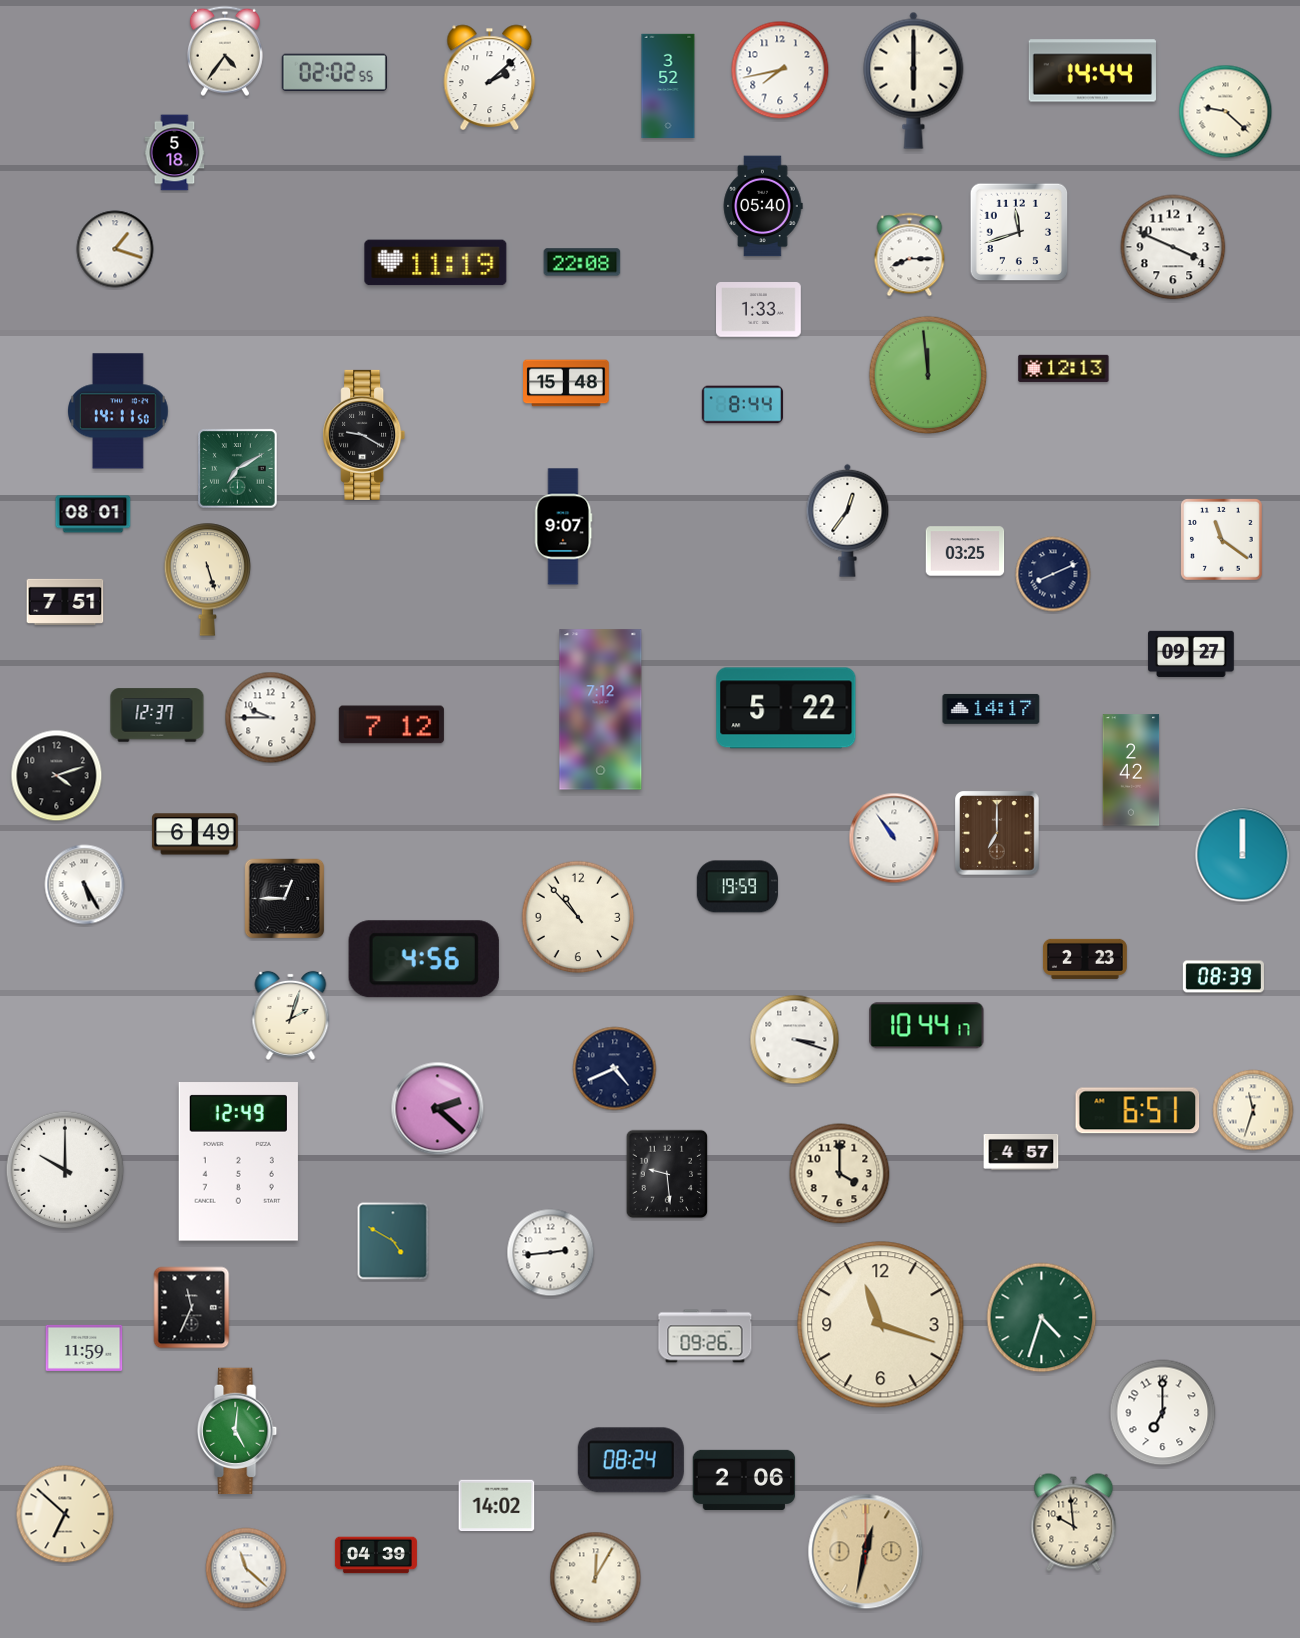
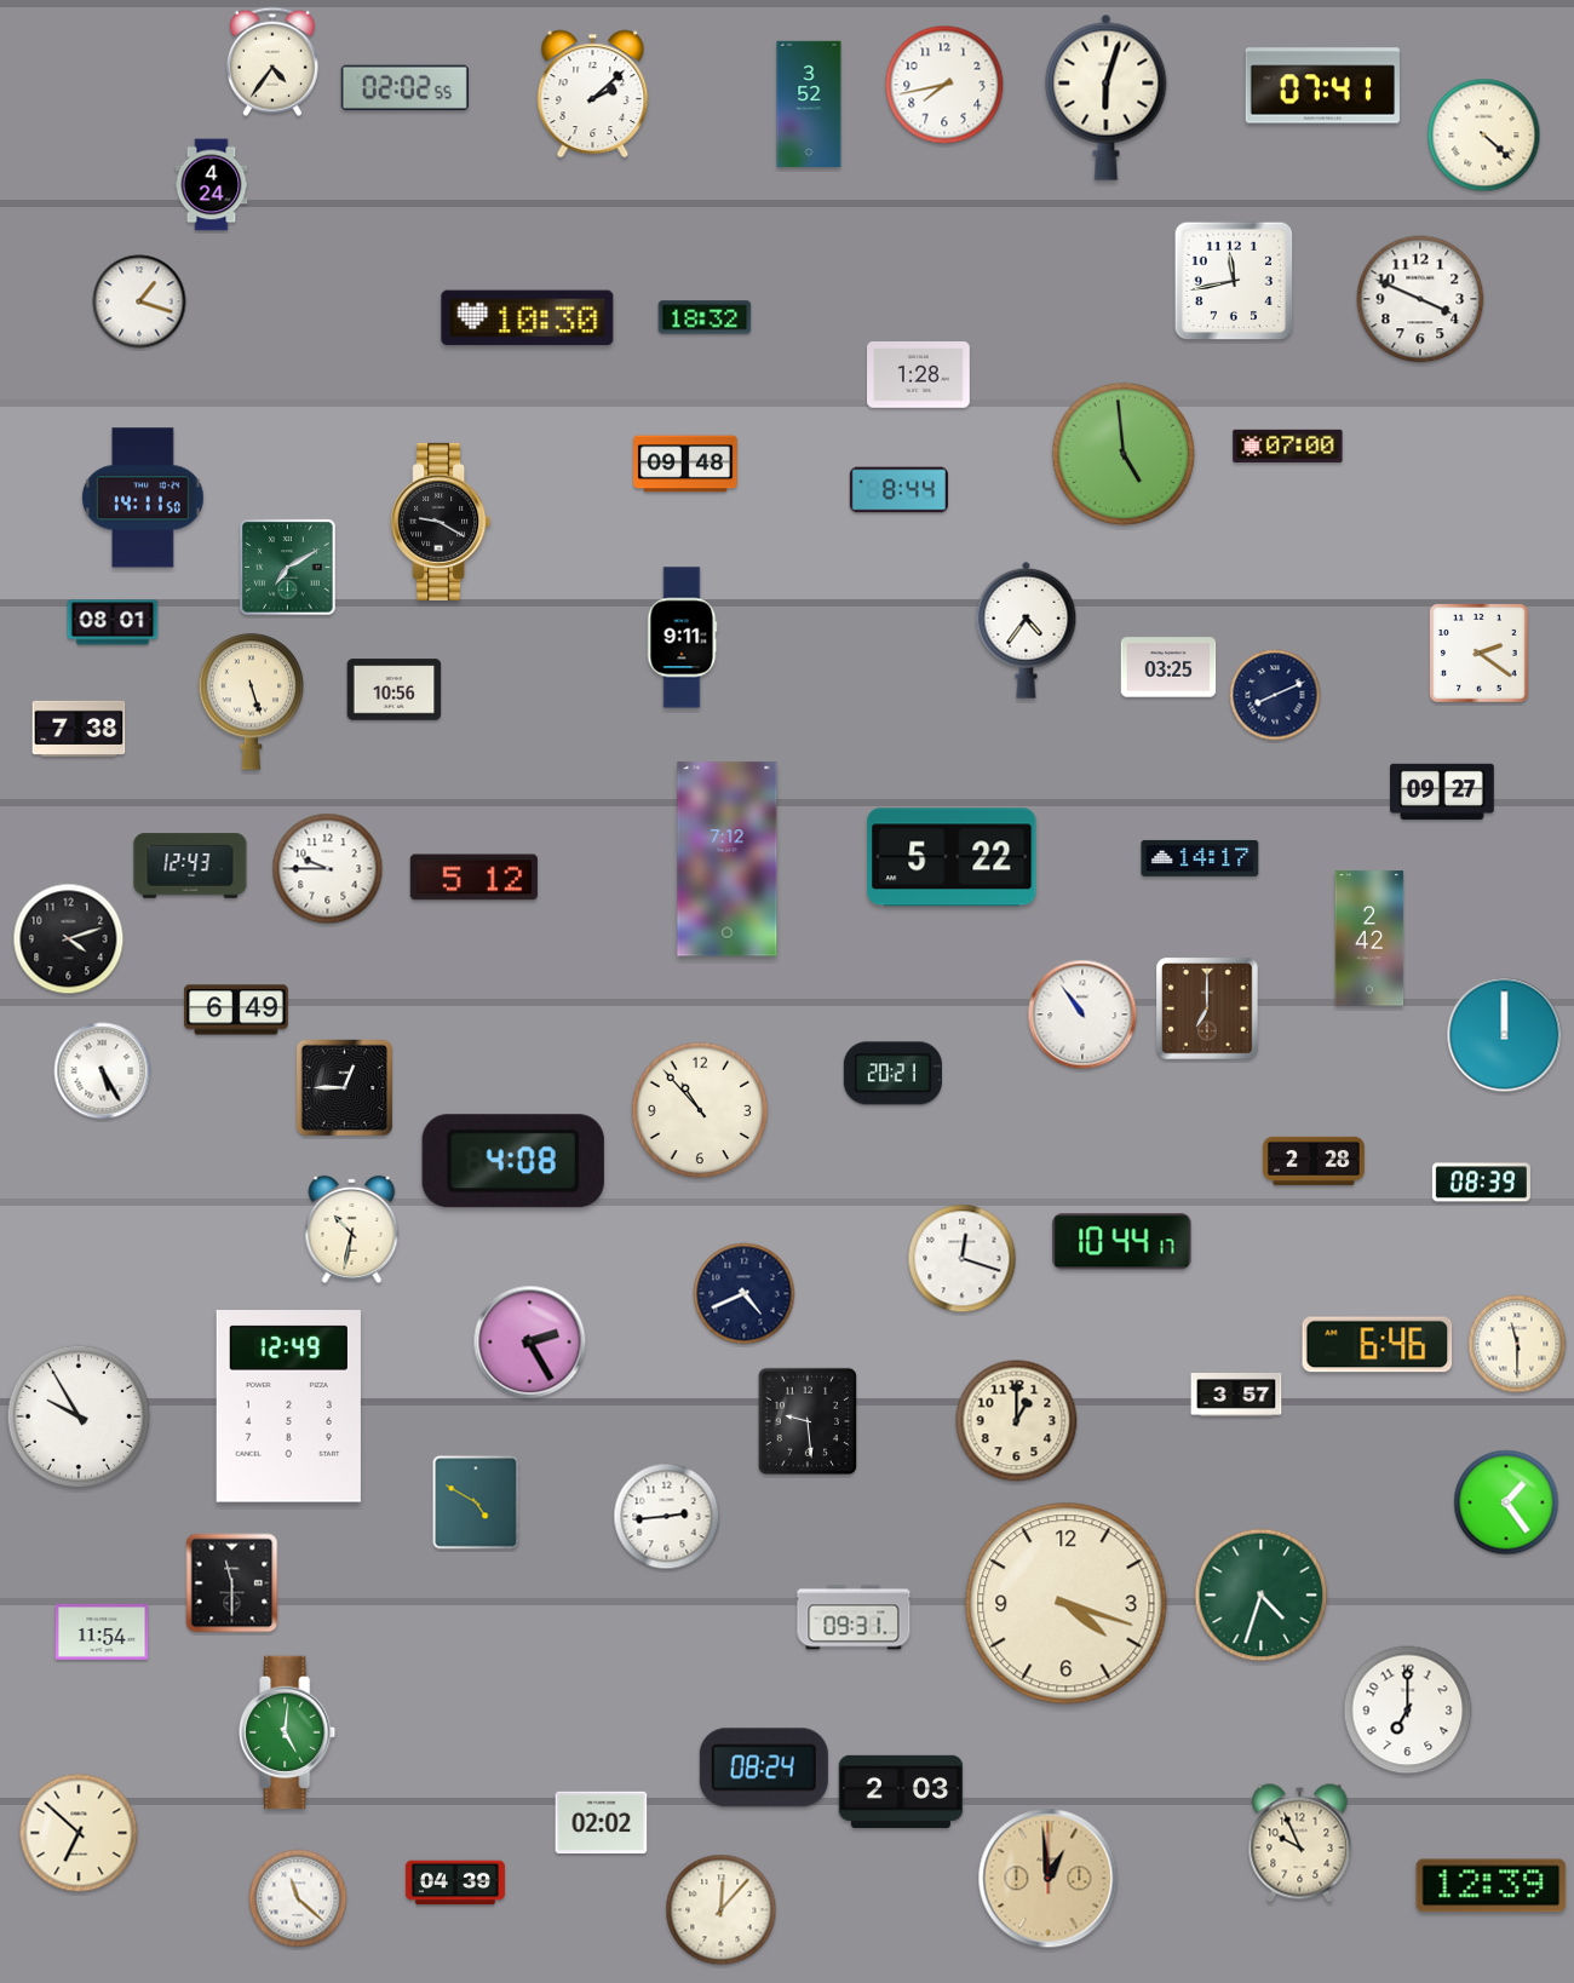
clock at (1092, 71): 14:44 -> 07:41
clock at (914, 80): 6:00 -> 6:03
clock at (1226, 112): 9:22 -> 4:22
clock at (175, 153): 5:18 -> 4:24
clock at (763, 206): 05:40 -> none
clock at (1019, 232): 11:42 -> 11:43
clock at (910, 255): 8:15 -> none
clock at (582, 262): 22:08 -> 18:32
clock at (436, 263): 11:19 -> 10:30
clock at (759, 310): 1:33 -> 1:28
clock at (1064, 368): 12:13 -> 07:00
clock at (928, 375): 11:59 -> 4:59
clock at (566, 383): 15:48 -> 09:48
clock at (364, 435) position: (364, 435) -> (441, 522)
clock at (848, 520): 12:36 -> 4:36
clock at (564, 527): 9:07 -> 9:11
clock at (1222, 540): 11:21 -> 2:21
clock at (395, 690): none -> 10:56
clock at (65, 601): 7:51 -> 7:38
clock at (157, 715): 12:37 -> 12:43
clock at (391, 725): 7:12 -> 5:12
clock at (1131, 770) position: (1131, 770) -> (1369, 938)
clock at (737, 887): 19:59 -> 20:21
clock at (424, 959): 4:56 -> 4:08
clock at (1085, 959): 2:23 -> 2:28
clock at (291, 1015): 2:03 -> 10:32
clock at (795, 1040): 3:18 -> 12:18
clock at (438, 1109): 2:22 -> 2:25
clock at (1253, 1110): 11:33 -> 11:30
clock at (1138, 1111): 6:51 -> 6:46
clock at (1021, 1153): 4:57 -> 3:57
clock at (65, 1170): 10:00 -> 9:55
clock at (840, 1174): 4:00 -> 1:00
clock at (1506, 1502): none -> 1:24
clock at (192, 1308): 11:34 -> 11:30
clock at (881, 1325): 11:18 -> 4:18
clock at (705, 1336): 09:26 -> 09:31
clock at (84, 1348): 11:59 -> 11:54
clock at (744, 1480): 2:06 -> 2:03
clock at (497, 1506): 14:02 -> 02:02
clock at (1074, 1523): 9:59 -> 9:56
clock at (866, 1552): 12:32 -> 12:59
clock at (1492, 1886): none -> 12:39
clock at (596, 1578): 12:05 -> 12:07
